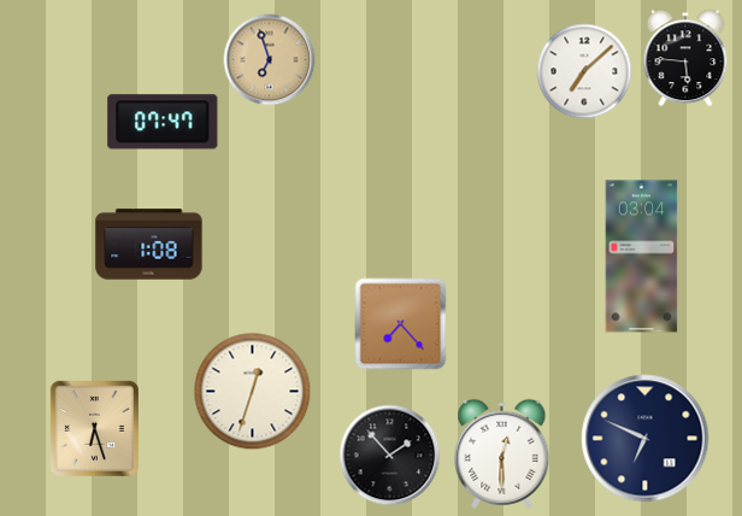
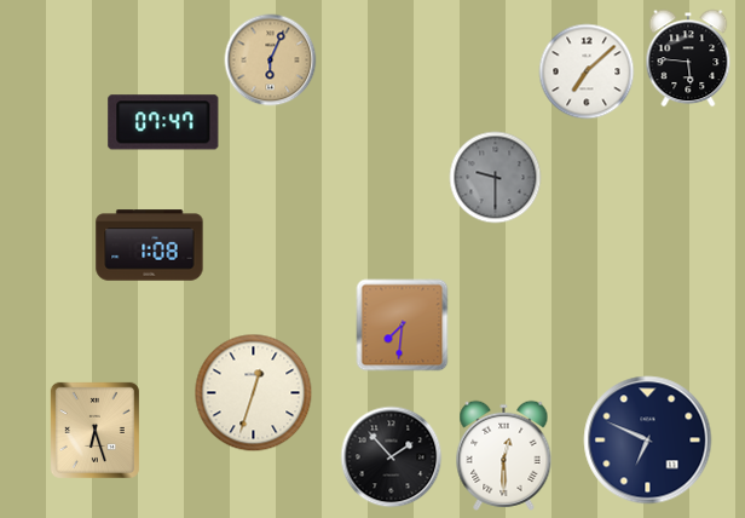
clock at (270, 60): 6:57 -> 6:04
clock at (496, 178): none -> 9:30
clock at (642, 257): 03:04 -> none
clock at (401, 324): 7:23 -> 7:31
